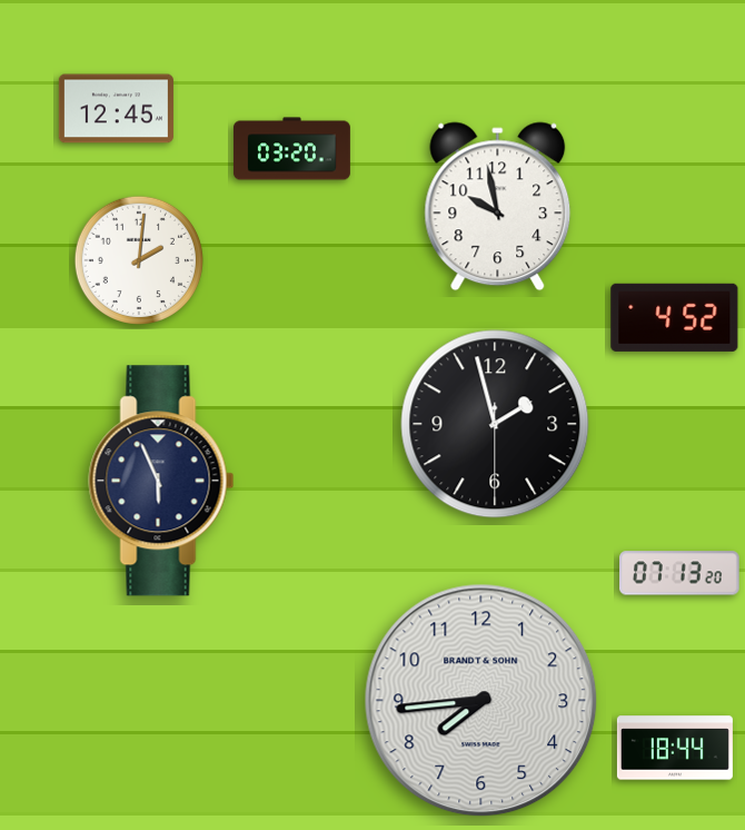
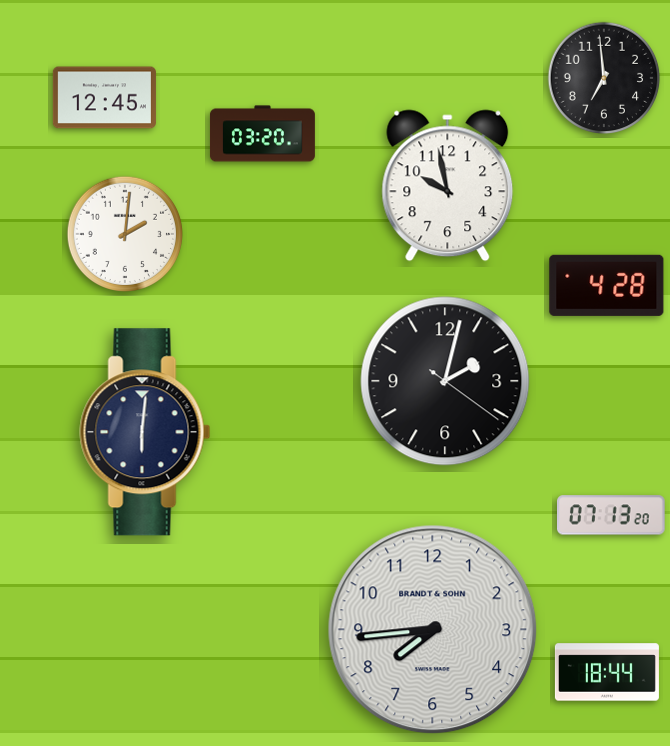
clock at (604, 78): none -> 6:59
clock at (675, 317): 4:52 -> 4:28
clock at (495, 424): 1:57 -> 2:02
clock at (161, 481): 5:56 -> 6:01
